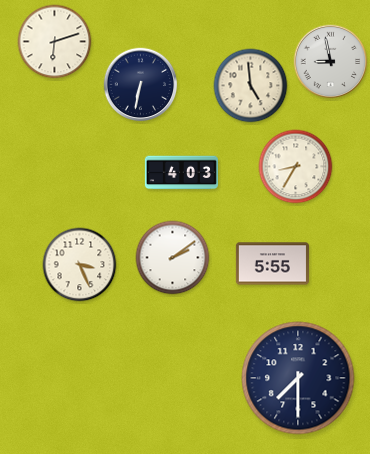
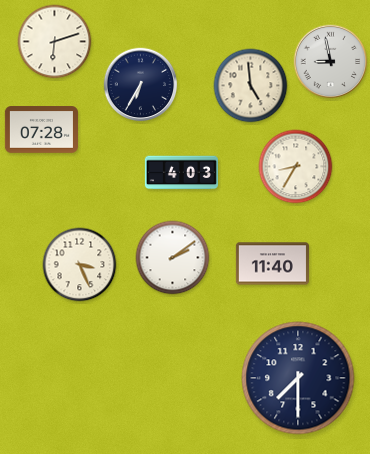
clock at (141, 85): 6:32 -> 6:35
clock at (41, 130): none -> 07:28
clock at (272, 264): 5:55 -> 11:40
